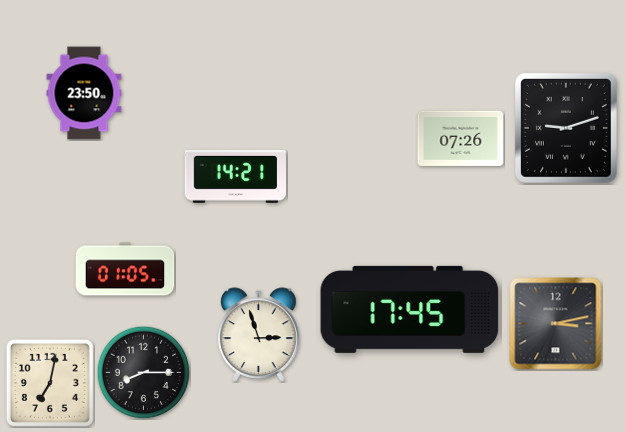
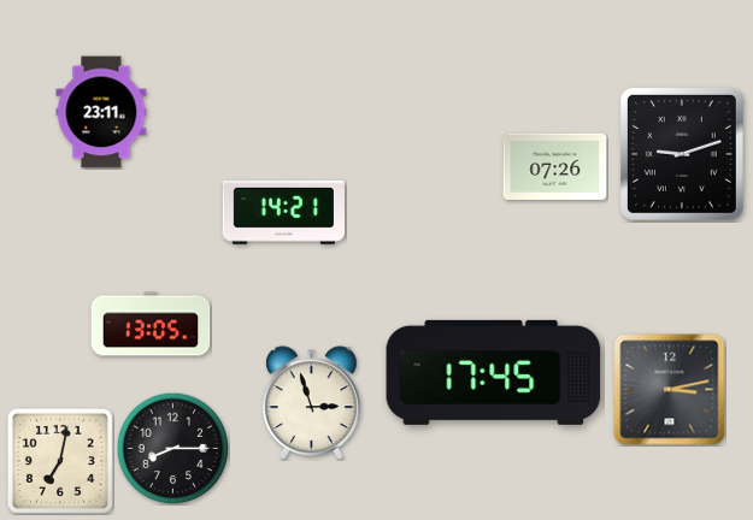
clock at (84, 93): 23:50 -> 23:11
clock at (125, 269): 01:05 -> 13:05
